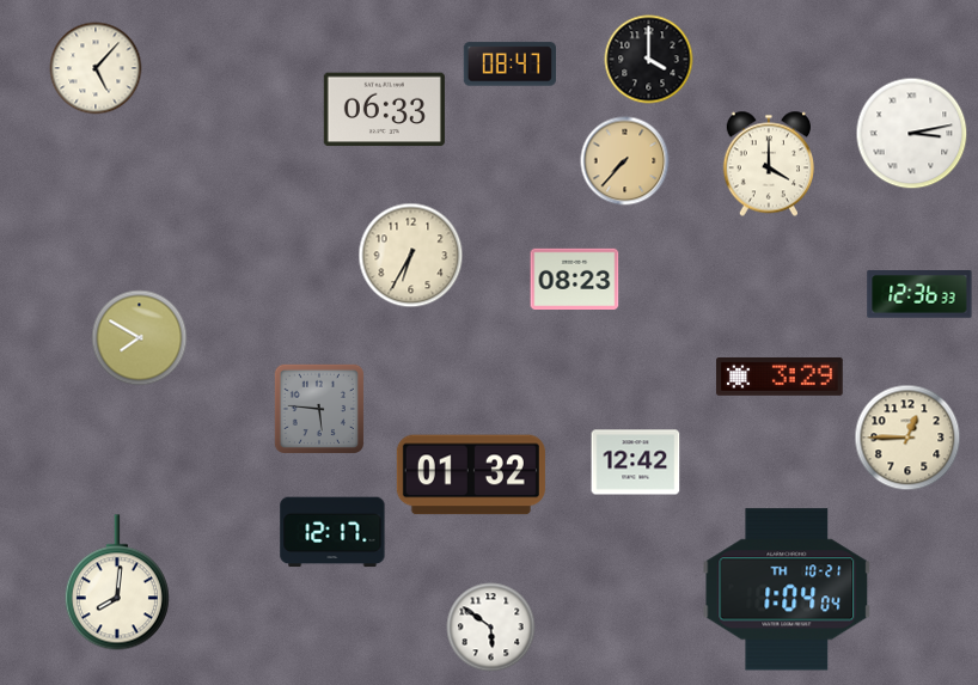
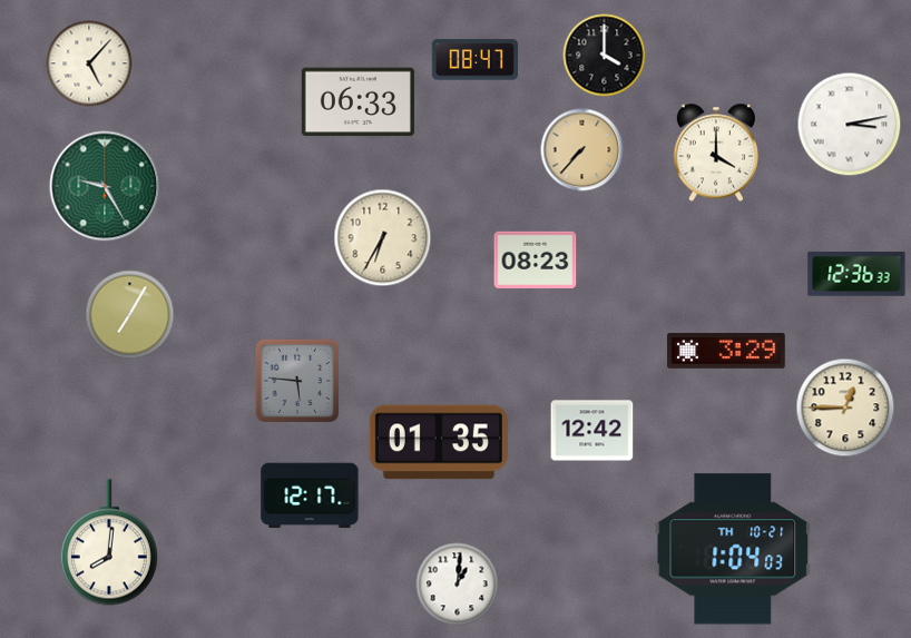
clock at (105, 186): none -> 9:25
clock at (140, 338): 7:50 -> 7:05
clock at (471, 475): 01:32 -> 01:35
clock at (787, 589): 1:04:04 -> 1:04:03
clock at (491, 628): 5:51 -> 1:01
